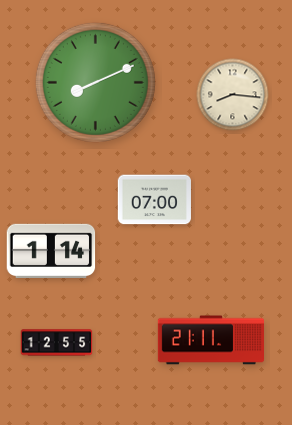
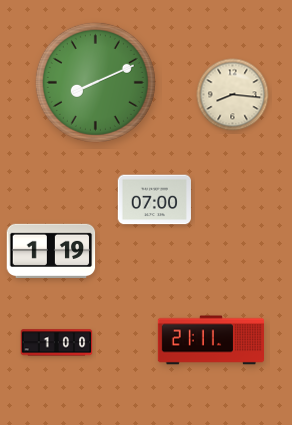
clock at (51, 250): 1:14 -> 1:19
clock at (57, 343): 12:55 -> 1:00
